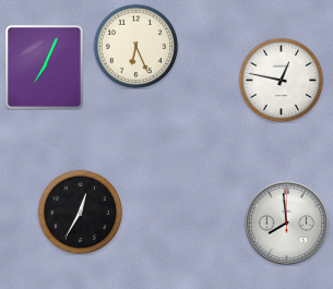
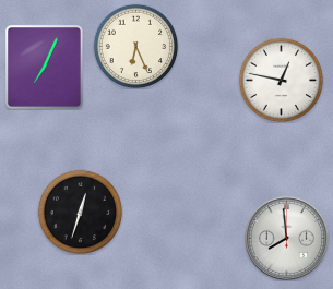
clock at (80, 212): 12:35 -> 12:33
clock at (286, 222) position: (286, 222) -> (286, 238)
